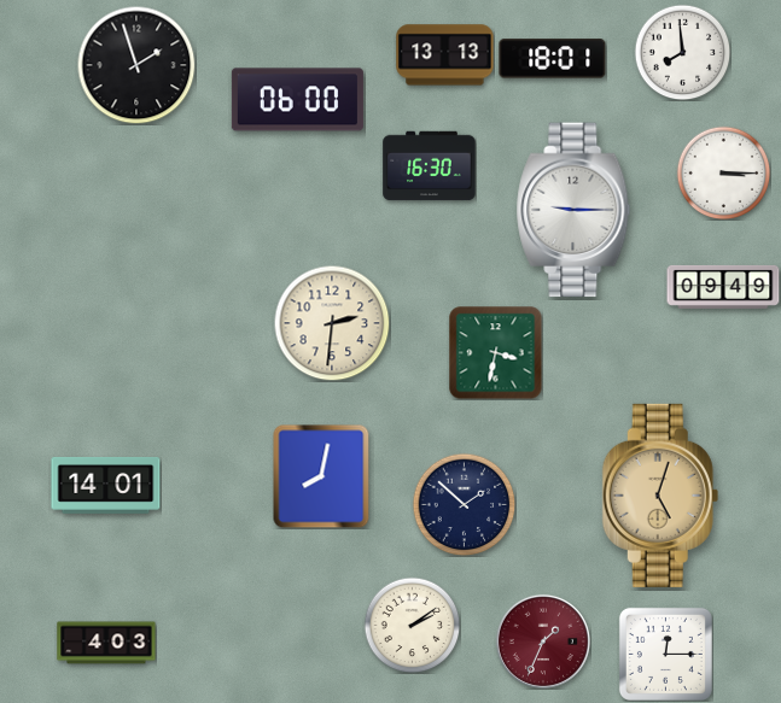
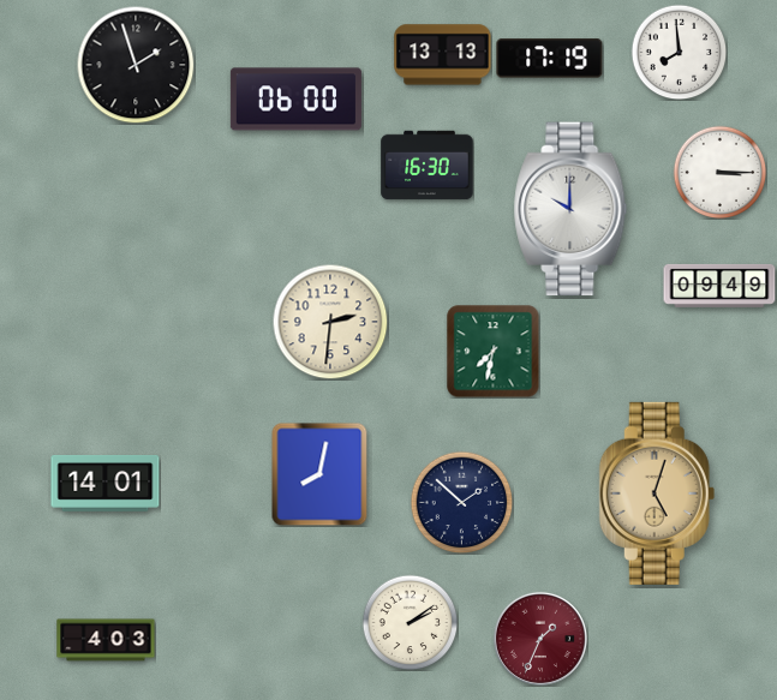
clock at (553, 59): 18:01 -> 17:19
clock at (573, 210): 9:15 -> 10:00
clock at (495, 352): 3:32 -> 7:32
clock at (665, 654): 12:15 -> none
